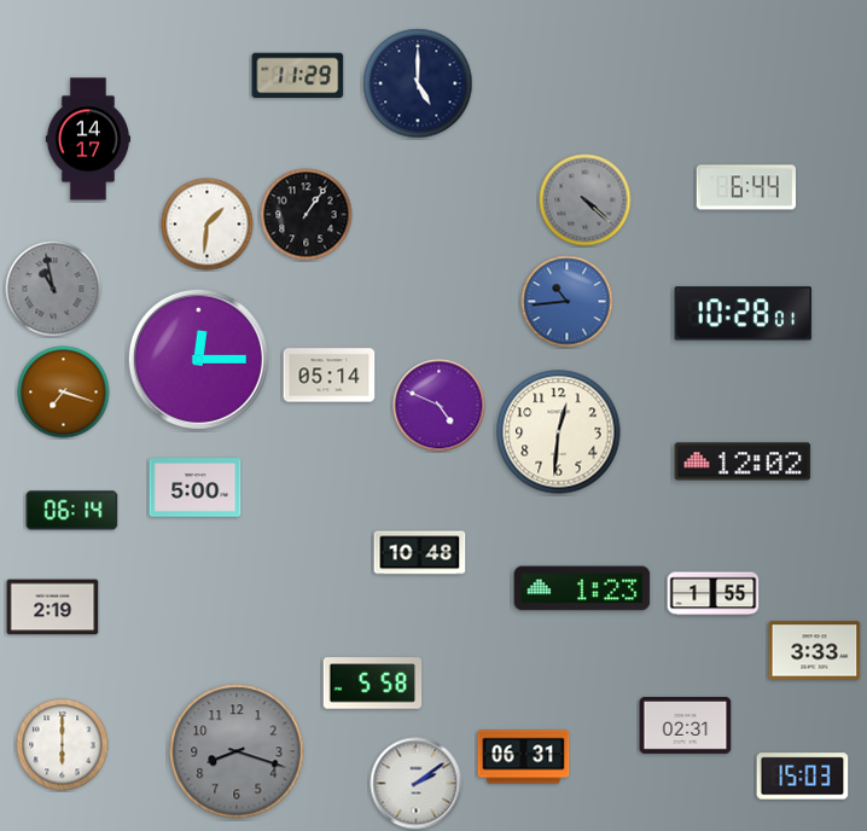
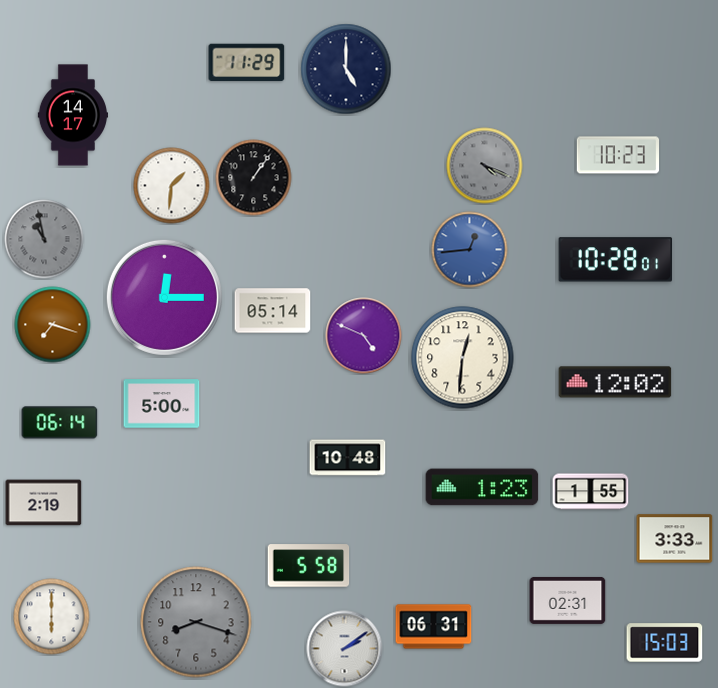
clock at (746, 187): 6:44 -> 10:23
clock at (586, 201): 4:22 -> 4:19
clock at (568, 302): 10:44 -> 12:44
